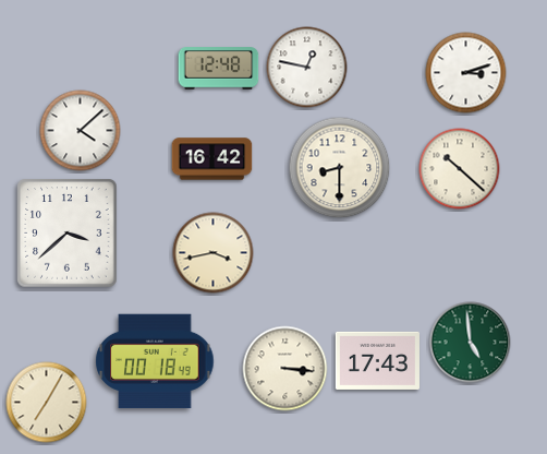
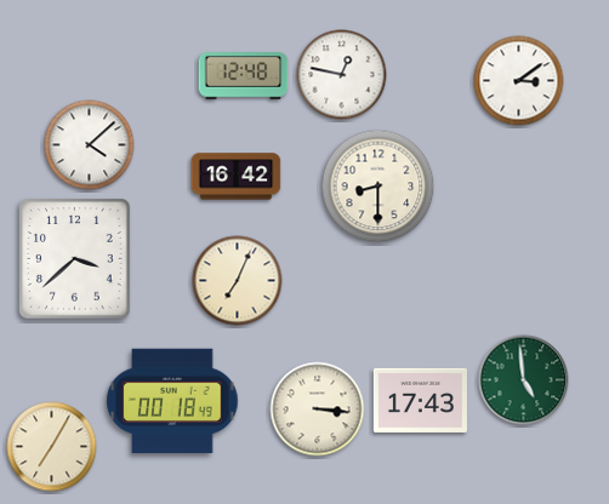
clock at (466, 73): 3:12 -> 3:09
clock at (460, 169): 10:22 -> none
clock at (214, 253): 3:43 -> 7:04
